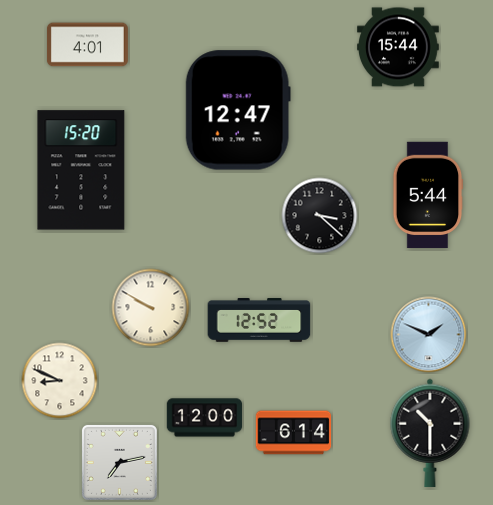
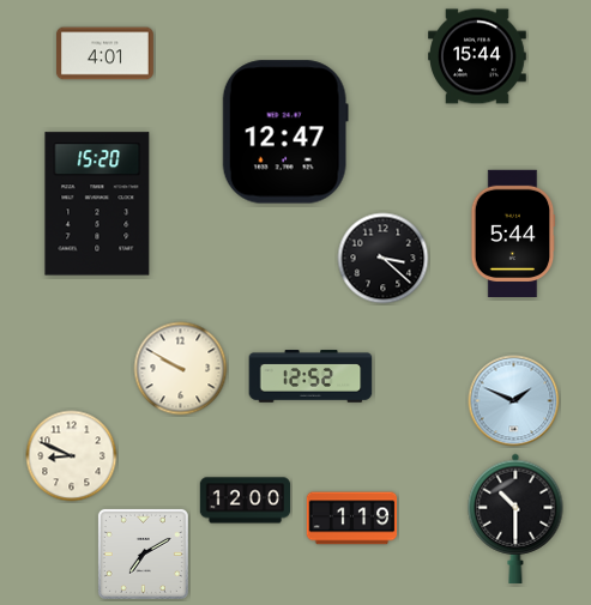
clock at (259, 320) position: (259, 320) -> (310, 376)
clock at (294, 433): 6:14 -> 1:19
clock at (119, 462): 7:13 -> 7:10
